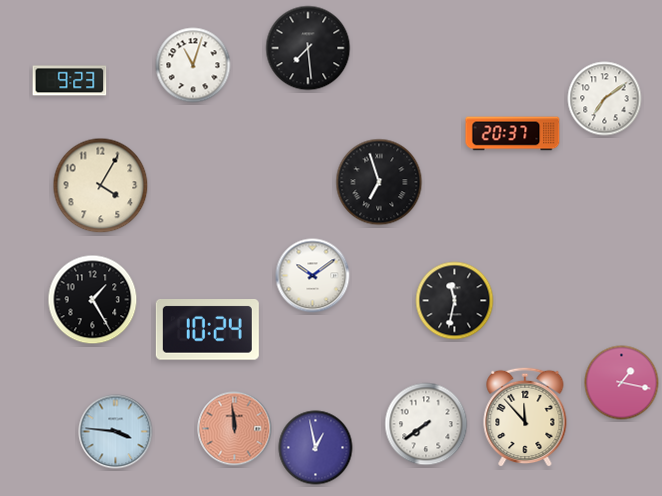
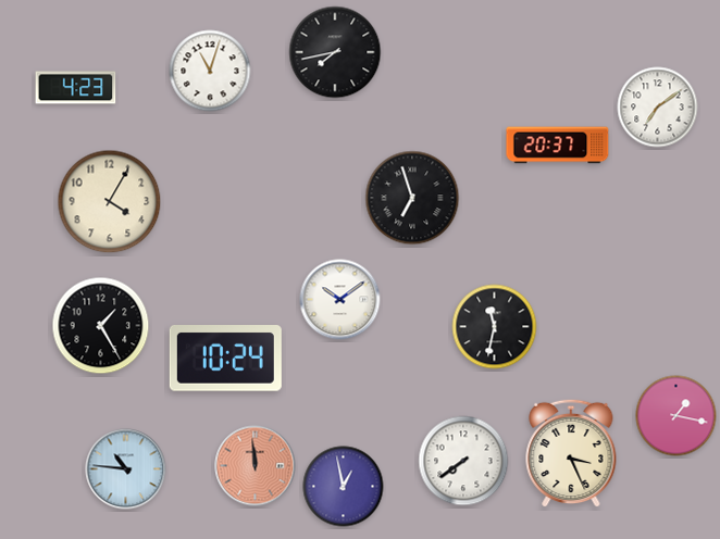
clock at (308, 48): 7:29 -> 7:43
clock at (70, 81): 9:23 -> 4:23
clock at (525, 417): 11:53 -> 3:26
clock at (116, 432): 3:46 -> 10:46
